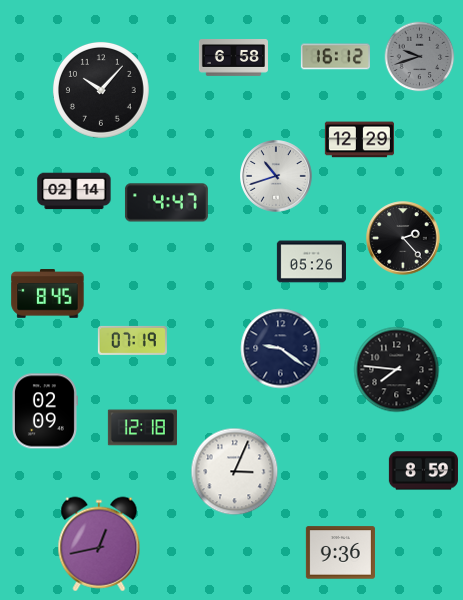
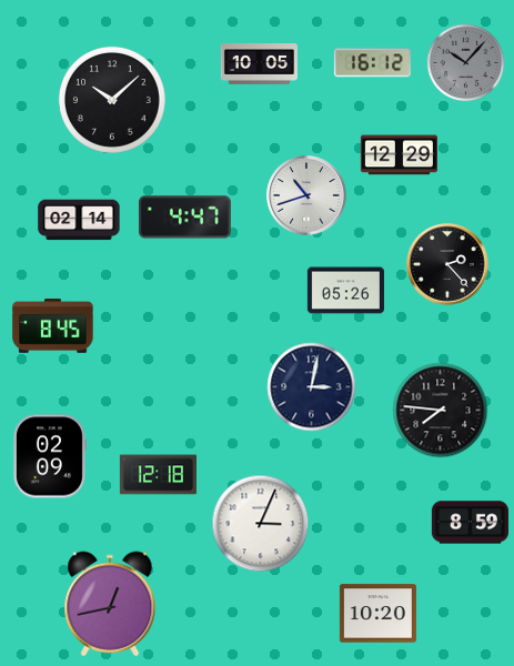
clock at (420, 57): 9:42 -> 10:07
clock at (233, 58): 6:58 -> 10:05
clock at (101, 90): 10:07 -> 10:08
clock at (74, 191) position: (74, 191) -> (79, 220)
clock at (166, 203) position: (166, 203) -> (184, 218)
clock at (132, 340): 07:19 -> none
clock at (281, 349): 9:21 -> 3:02
clock at (340, 553): 9:36 -> 10:20
